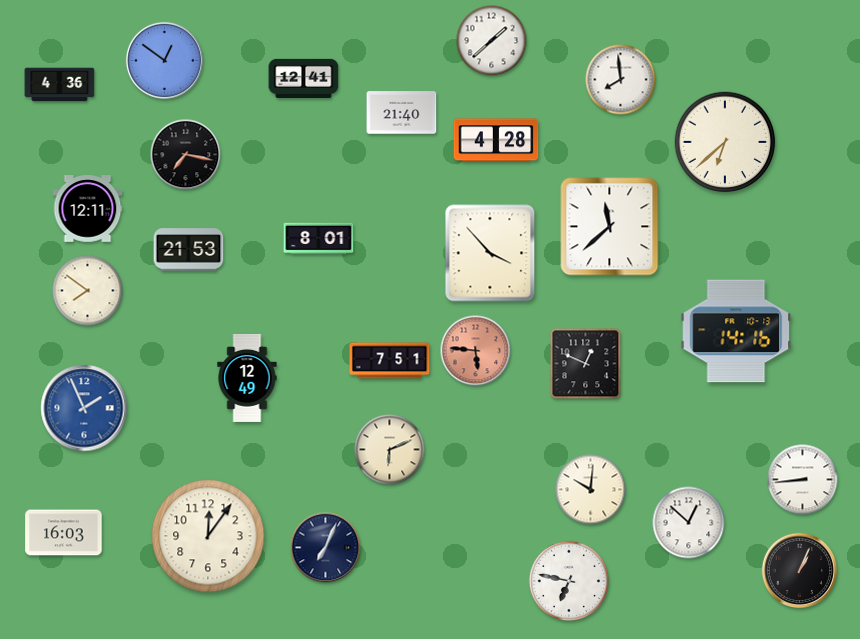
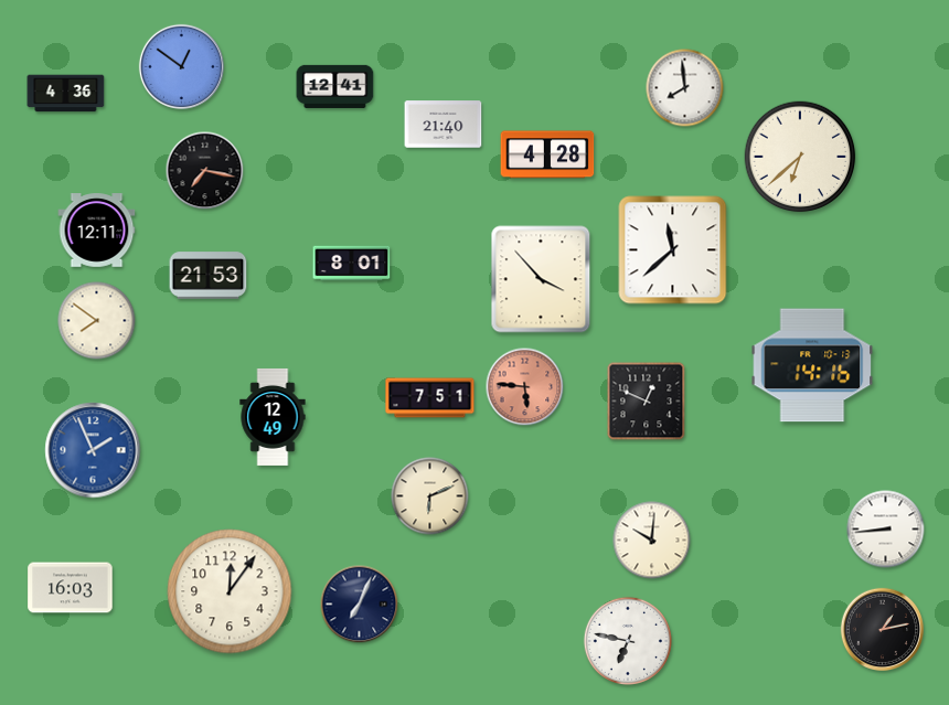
clock at (492, 41): 1:38 -> none
clock at (689, 523): 12:52 -> none
clock at (799, 570): 1:04 -> 1:13
